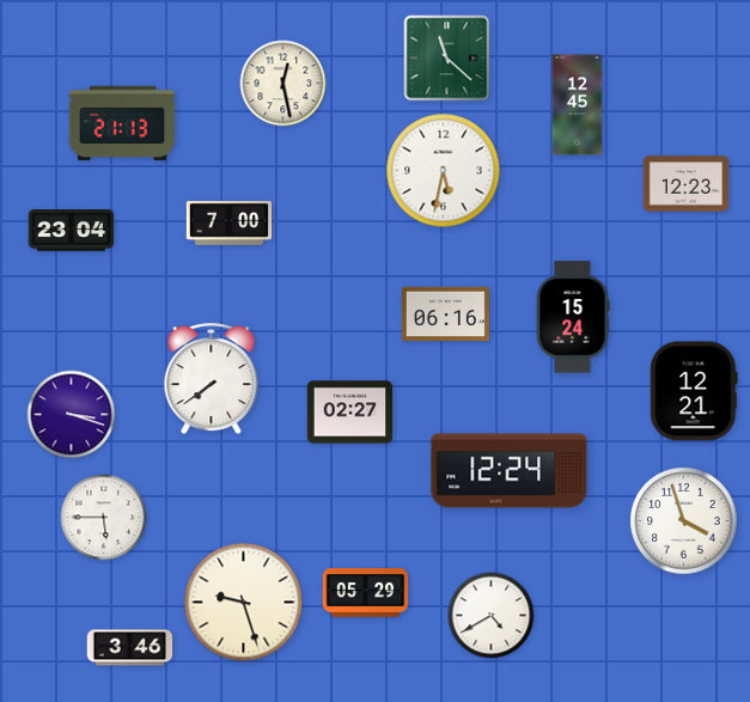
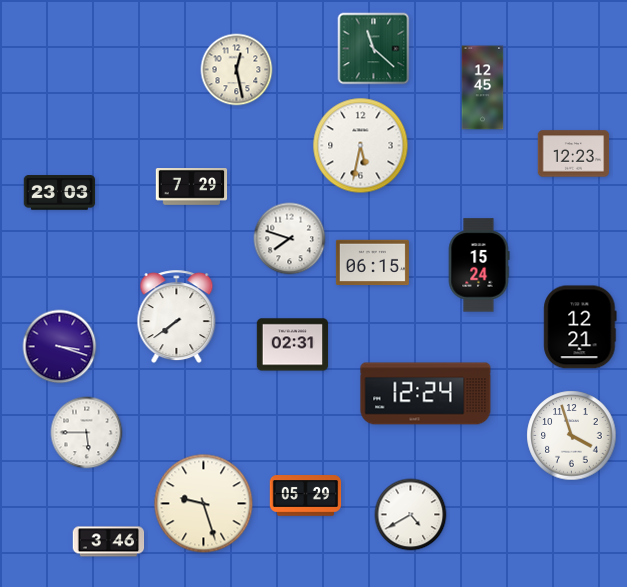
clock at (121, 123): 21:13 -> none
clock at (444, 171) position: (444, 171) -> (361, 146)
clock at (230, 224): 7:00 -> 7:29
clock at (72, 231): 23:04 -> 23:03
clock at (290, 239): none -> 7:48
clock at (445, 315): 06:16 -> 06:15
clock at (350, 413): 02:27 -> 02:31
